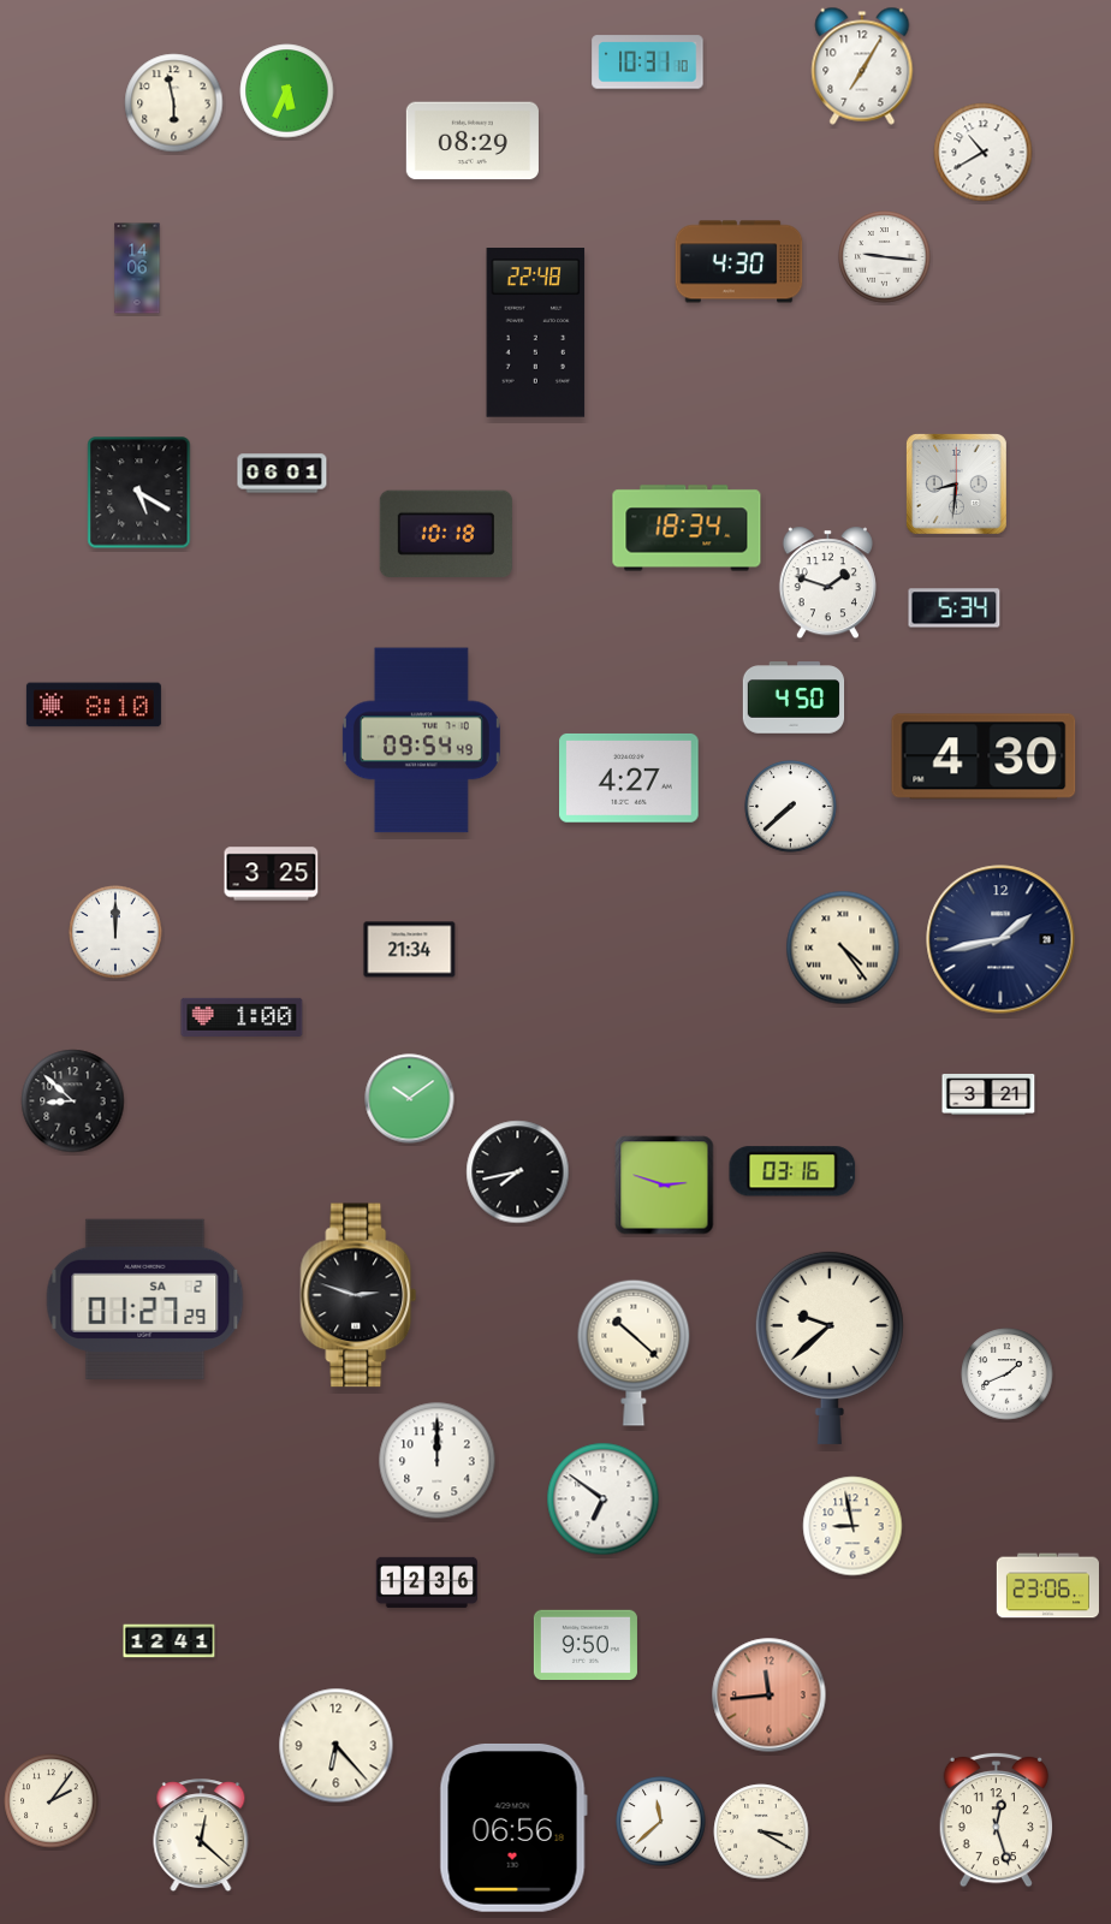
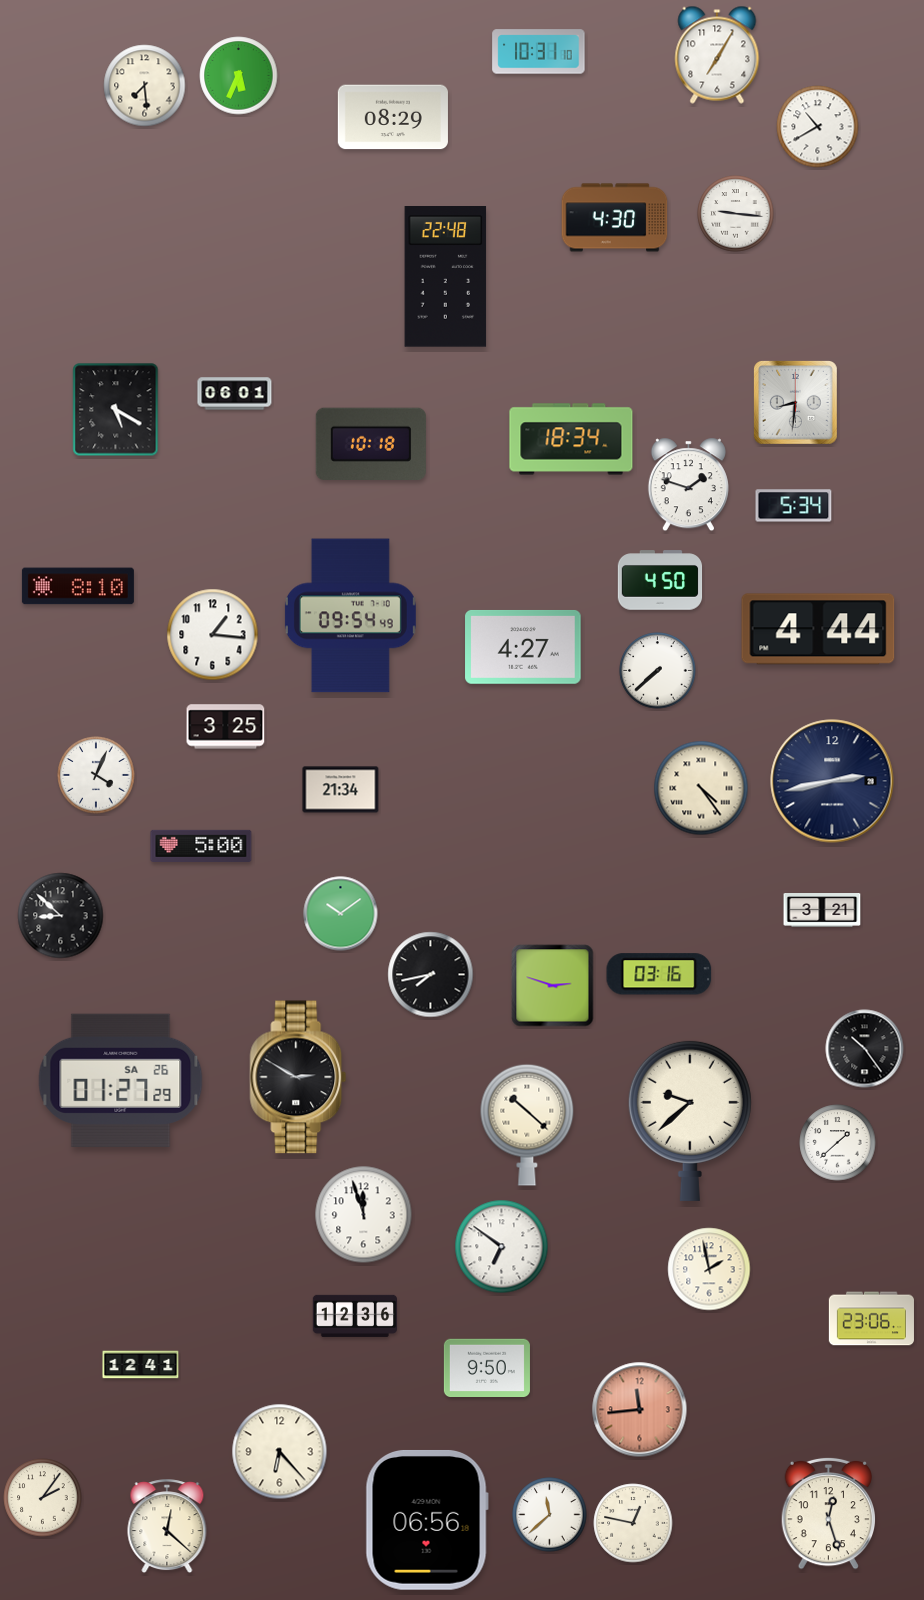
clock at (174, 103): 5:58 -> 7:29
clock at (137, 268): 14:06 -> none
clock at (984, 756): 4:30 -> 4:44
clock at (213, 635): none -> 1:16
clock at (115, 932): 12:00 -> 4:04
clock at (1000, 939): 1:43 -> 2:43
clock at (242, 1017): 1:00 -> 5:00
clock at (865, 1049): none -> 10:24
clock at (358, 1295): 2:48 -> 2:50
clock at (145, 1299) date: SA 2 -> SA 26
clock at (1008, 1374): 1:41 -> 1:38
clock at (438, 1461): 12:00 -> 11:57
clock at (852, 1526): 8:58 -> 1:58
clock at (761, 1831): 3:20 -> 12:47
